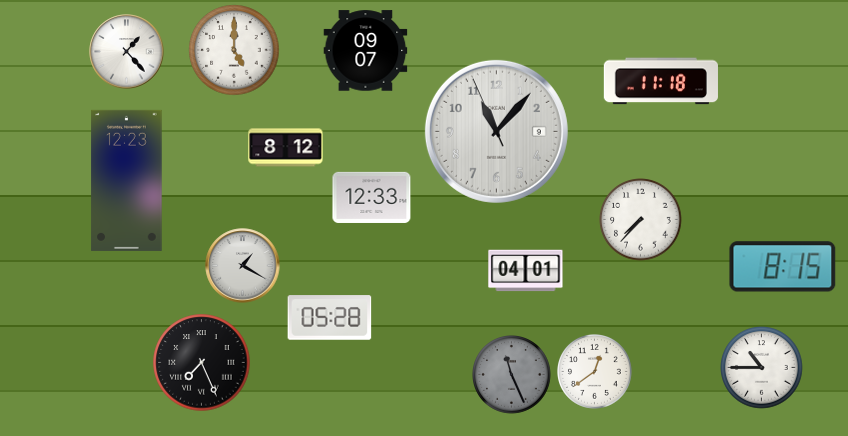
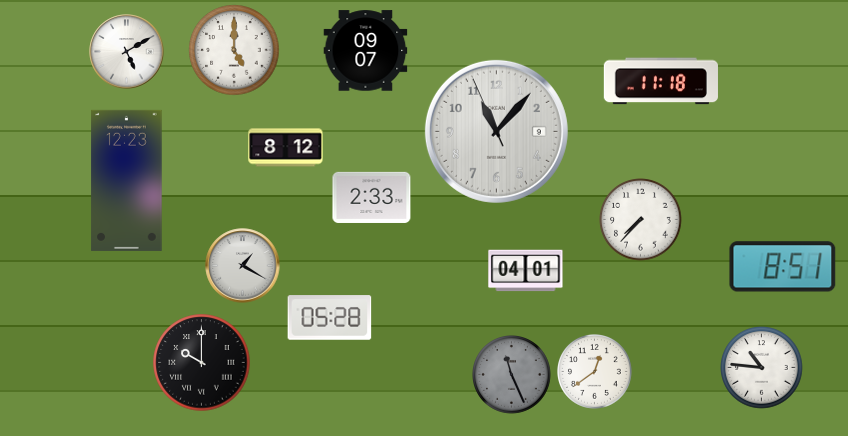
clock at (127, 52): 1:23 -> 5:10
clock at (372, 197): 12:33 -> 2:33
clock at (783, 267): 8:15 -> 8:51
clock at (202, 363): 7:26 -> 10:00
clock at (762, 368): 10:45 -> 10:46
